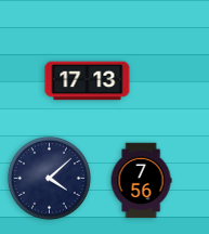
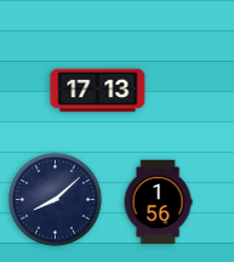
clock at (49, 178): 4:08 -> 8:08
clock at (141, 181): 7:56 -> 1:56
